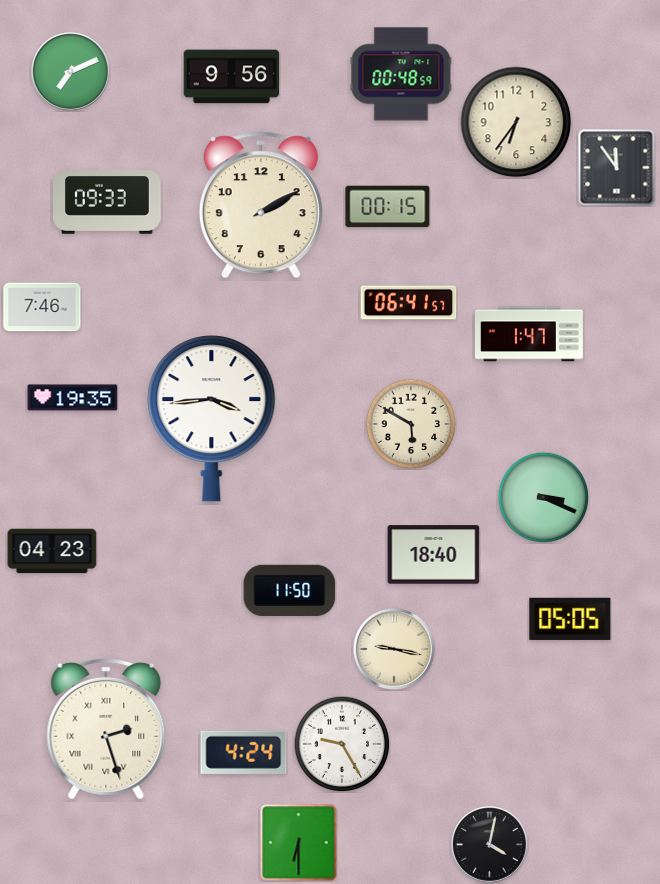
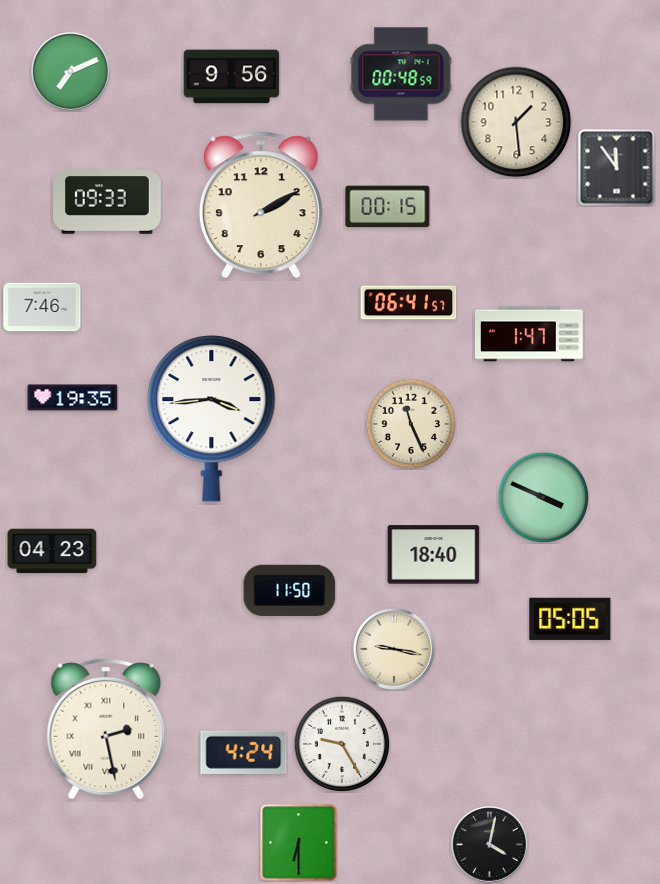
clock at (516, 122): 6:36 -> 1:29
clock at (411, 424): 5:50 -> 11:26
clock at (543, 497): 3:19 -> 3:49
clock at (106, 729): 2:27 -> 2:28
